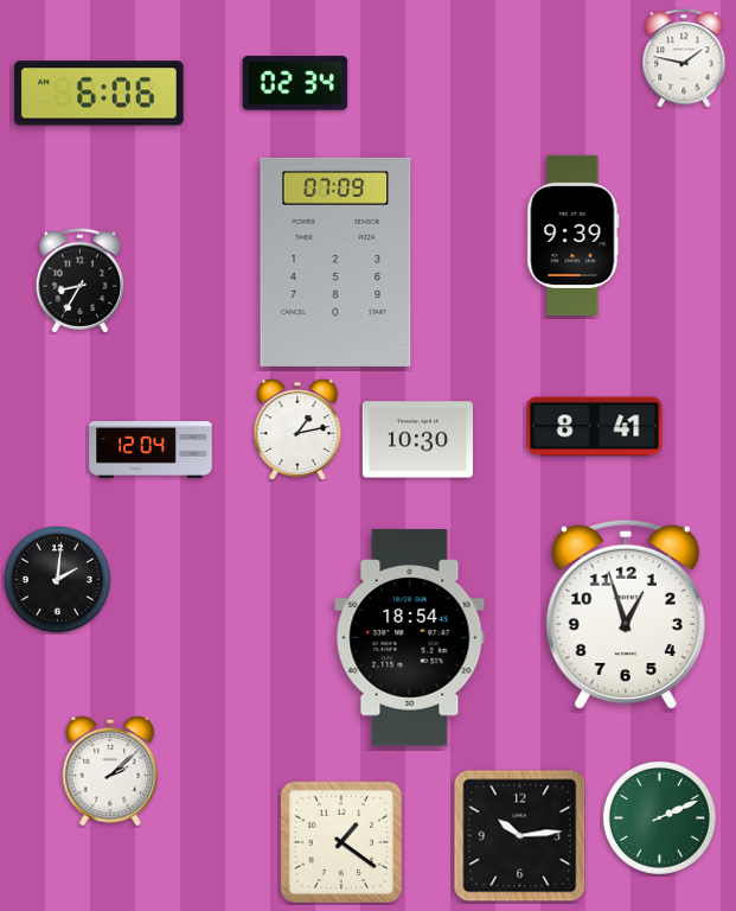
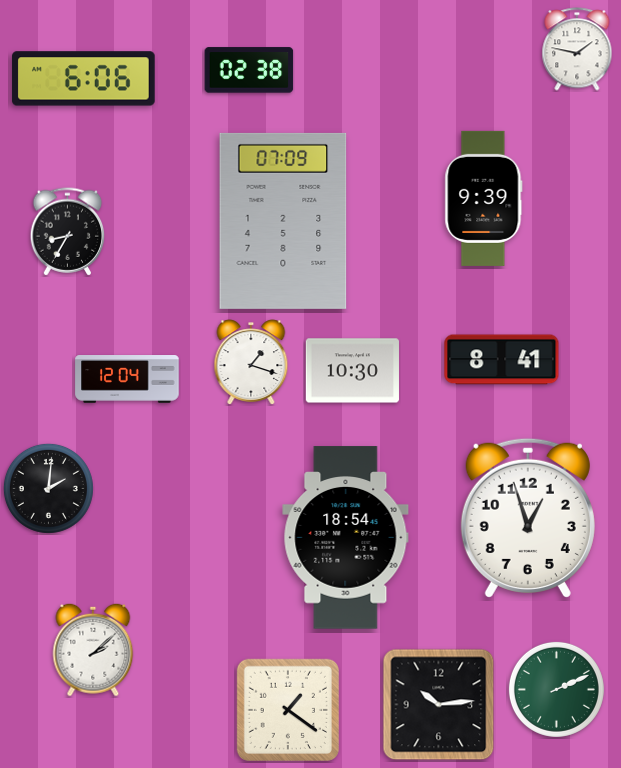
clock at (295, 83): 02:34 -> 02:38
clock at (81, 281) position: (81, 281) -> (68, 232)
clock at (297, 429): 1:13 -> 1:18
